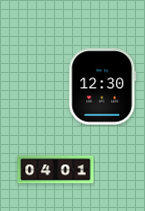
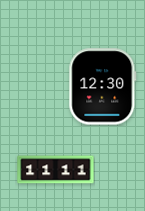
clock at (56, 170): 04:01 -> 11:11
